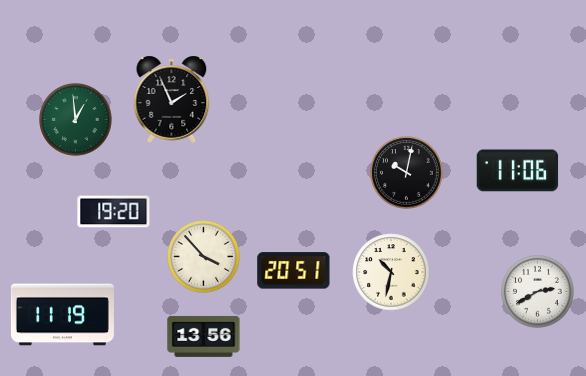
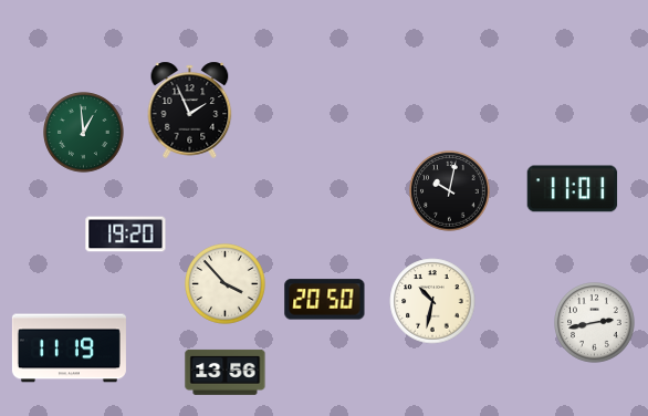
clock at (518, 171): 11:06 -> 11:01
clock at (294, 271): 20:51 -> 20:50
clock at (538, 292): 2:40 -> 2:43
